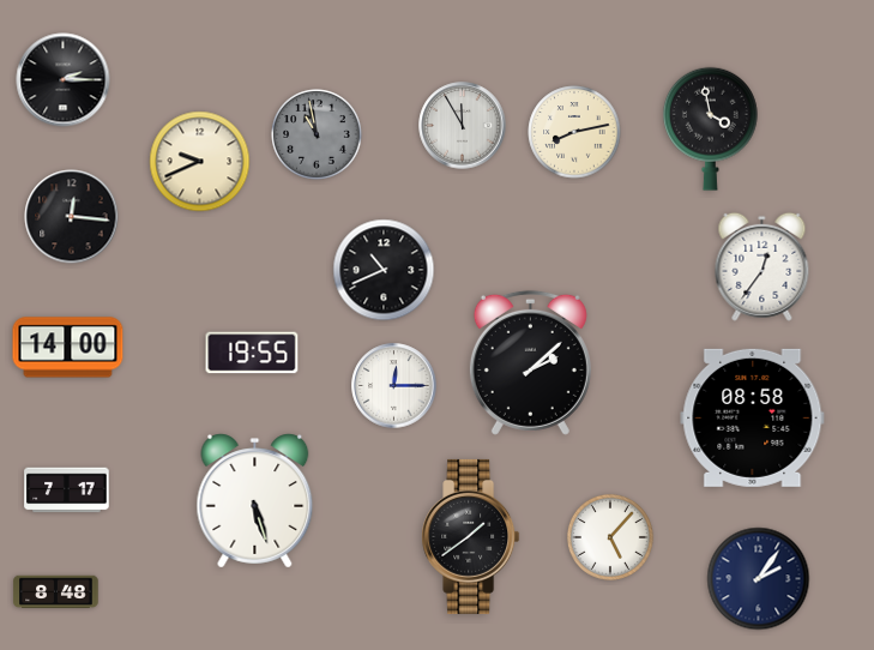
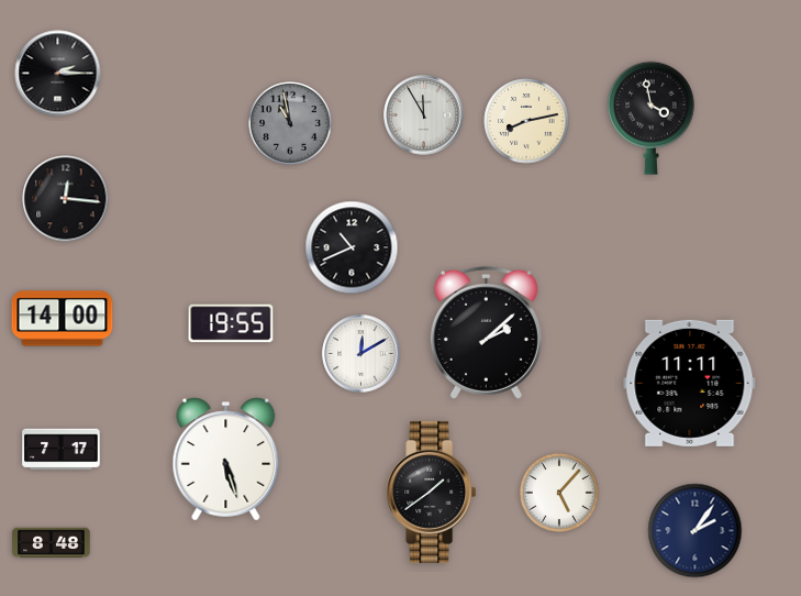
clock at (200, 162): 9:41 -> none
clock at (763, 266): 12:36 -> none
clock at (394, 386): 12:15 -> 12:10
clock at (753, 417): 08:58 -> 11:11
clock at (255, 501) position: (255, 501) -> (226, 460)
